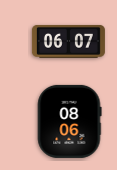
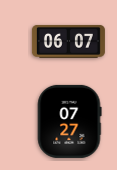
clock at (69, 121): 08:06 -> 07:27
